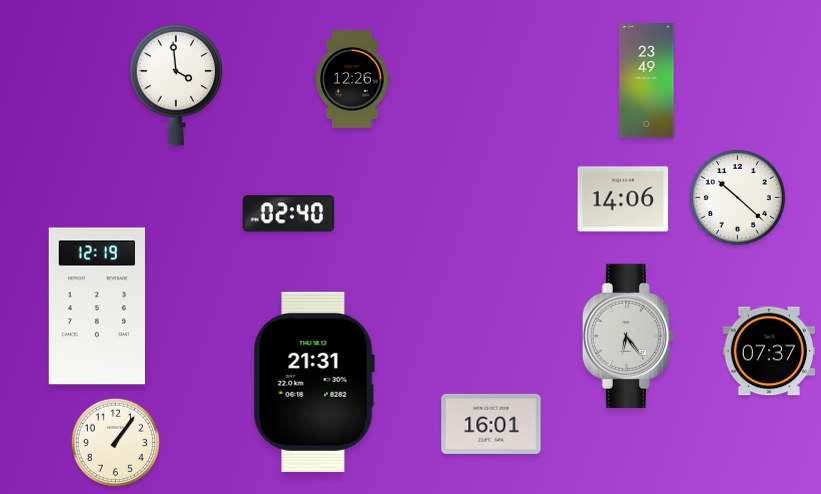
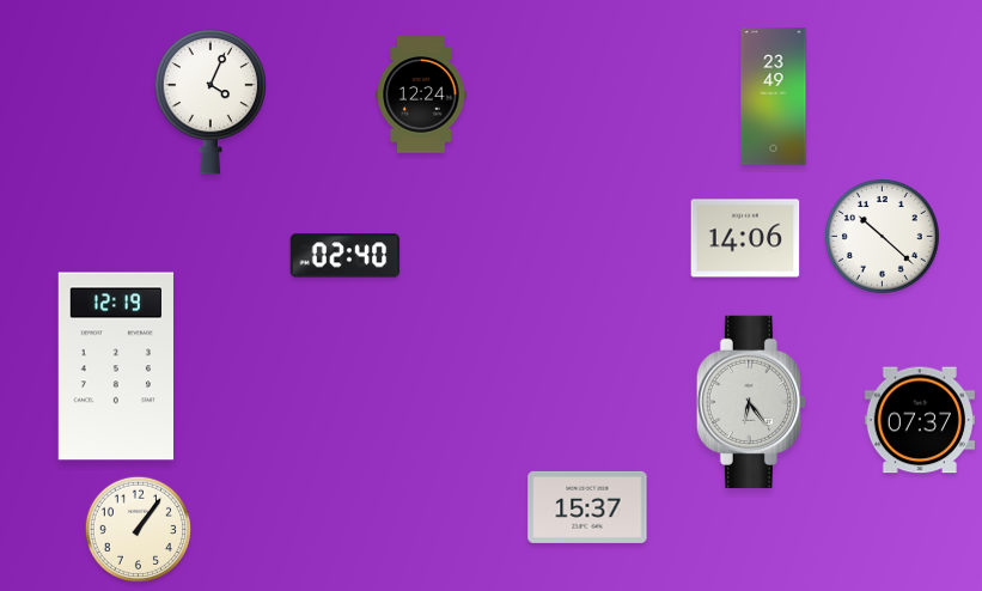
clock at (352, 79): 12:26 -> 12:24
clock at (176, 85): 3:59 -> 4:04
clock at (314, 382): 21:31 -> none
clock at (491, 424): 16:01 -> 15:37
